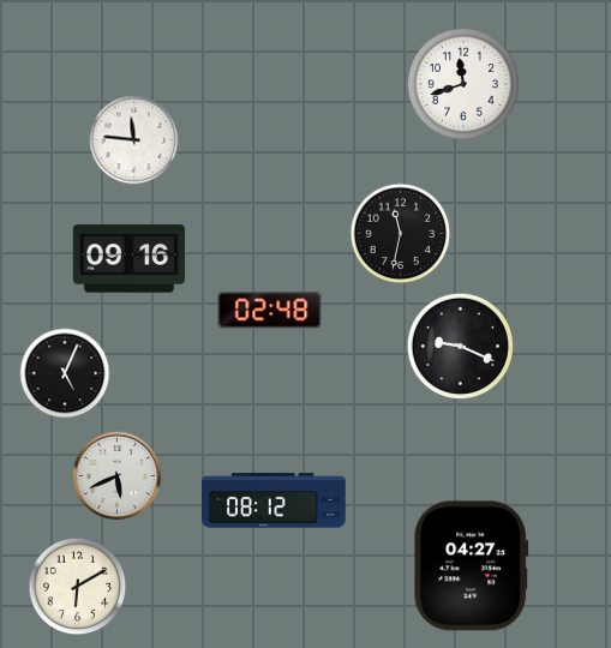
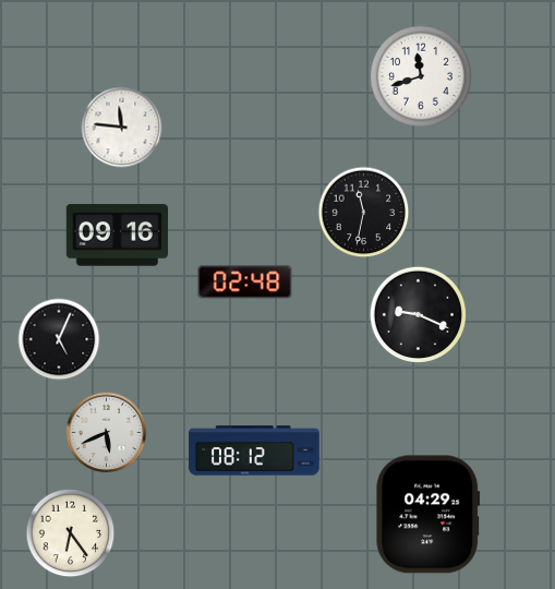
clock at (274, 500) position: (274, 500) -> (254, 450)
clock at (472, 566): 04:27 -> 04:29
clock at (78, 587): 6:10 -> 6:24
